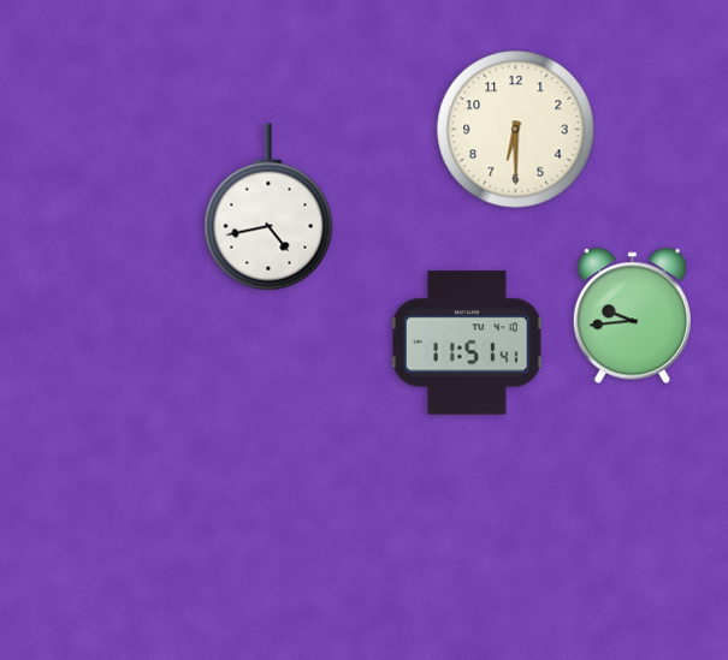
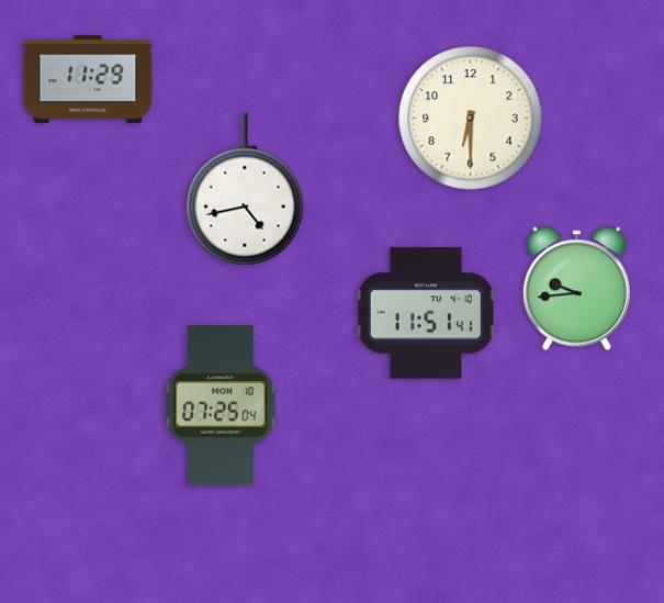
clock at (88, 79): none -> 11:29
clock at (221, 405): none -> 07:25
